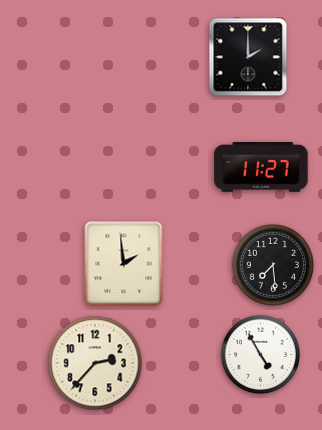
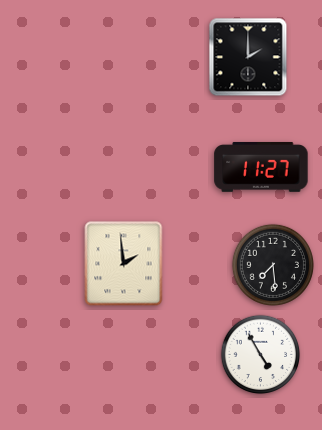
clock at (95, 363): 2:37 -> none
